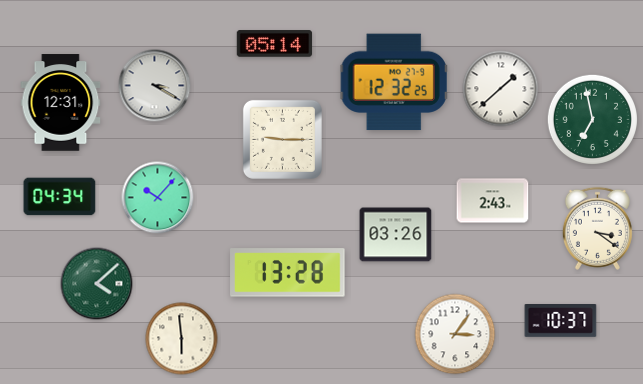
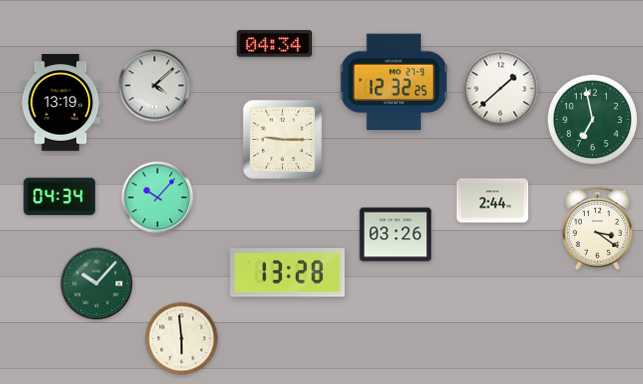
clock at (275, 44): 05:14 -> 04:34
clock at (155, 86): 3:20 -> 4:08
clock at (61, 103): 12:31 -> 13:19
clock at (493, 201): 2:43 -> 2:44
clock at (97, 284): 4:08 -> 10:07
clock at (561, 321): 10:37 -> none
clock at (455, 334): 3:06 -> none
